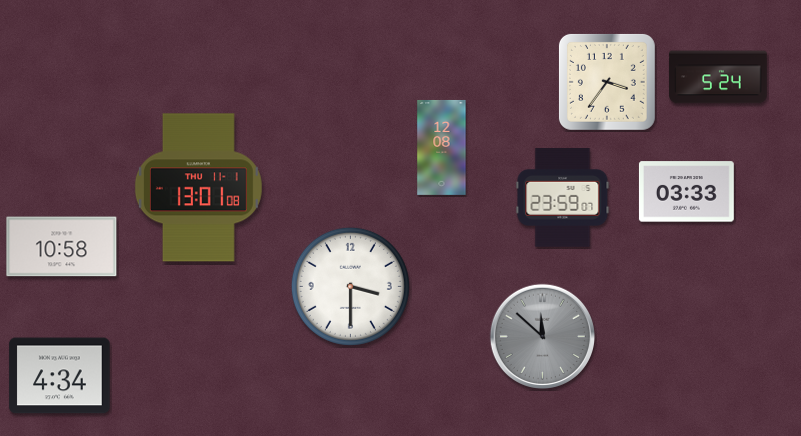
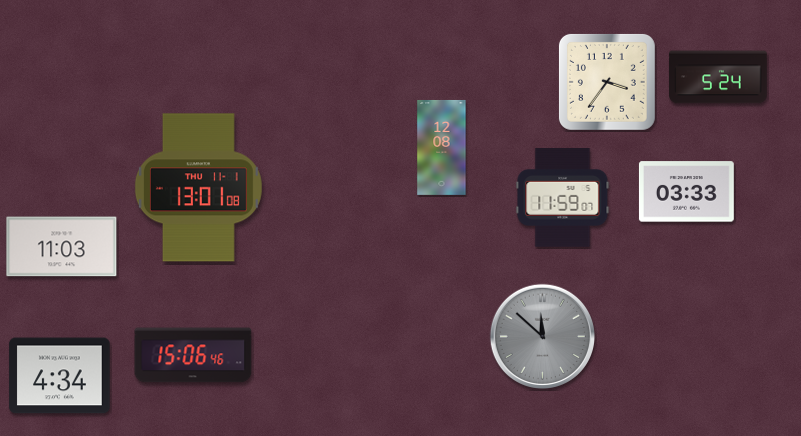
clock at (563, 198): 23:59 -> 11:59
clock at (62, 247): 10:58 -> 11:03
clock at (350, 286): 3:30 -> none
clock at (193, 355): none -> 15:06
